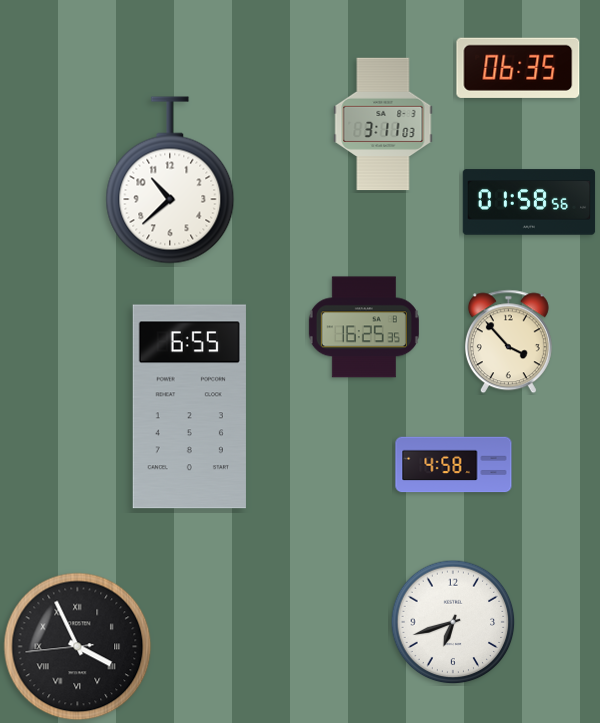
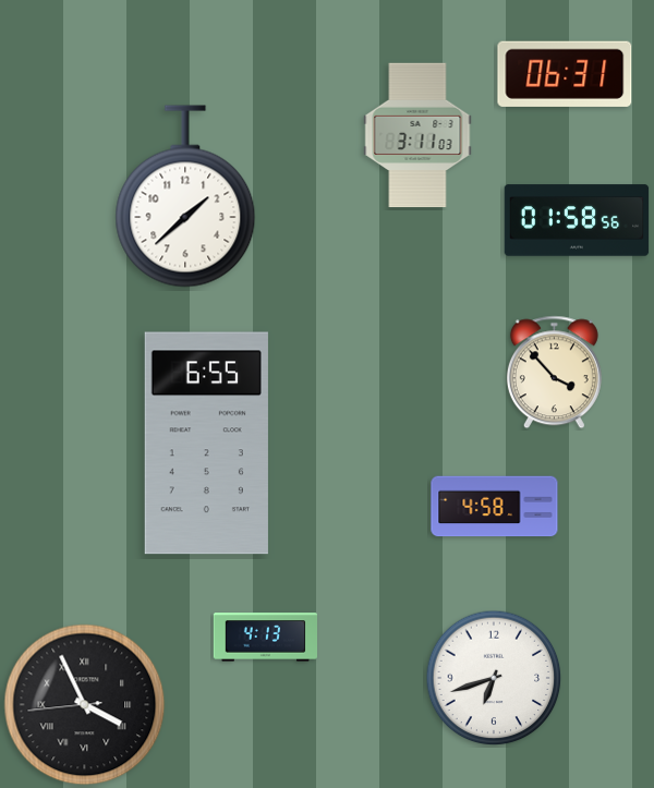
clock at (518, 68): 06:35 -> 06:31
clock at (170, 180): 10:38 -> 1:38
clock at (364, 327): 16:25 -> none
clock at (265, 638): none -> 4:13
